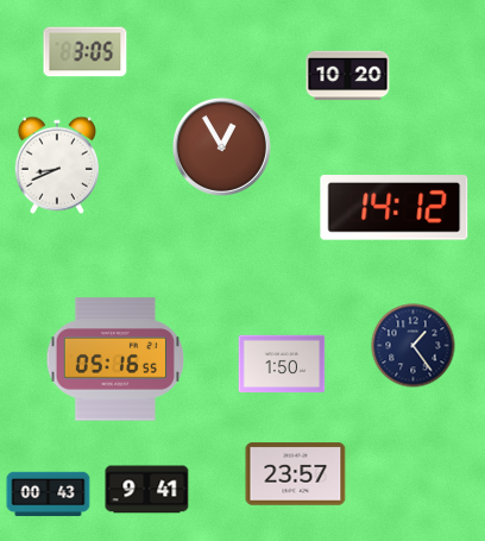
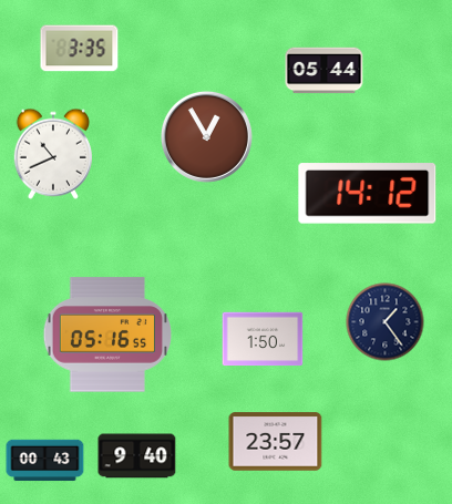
clock at (86, 52): 3:05 -> 3:35
clock at (348, 76): 10:20 -> 05:44
clock at (57, 165): 8:41 -> 10:41
clock at (147, 490): 9:41 -> 9:40
